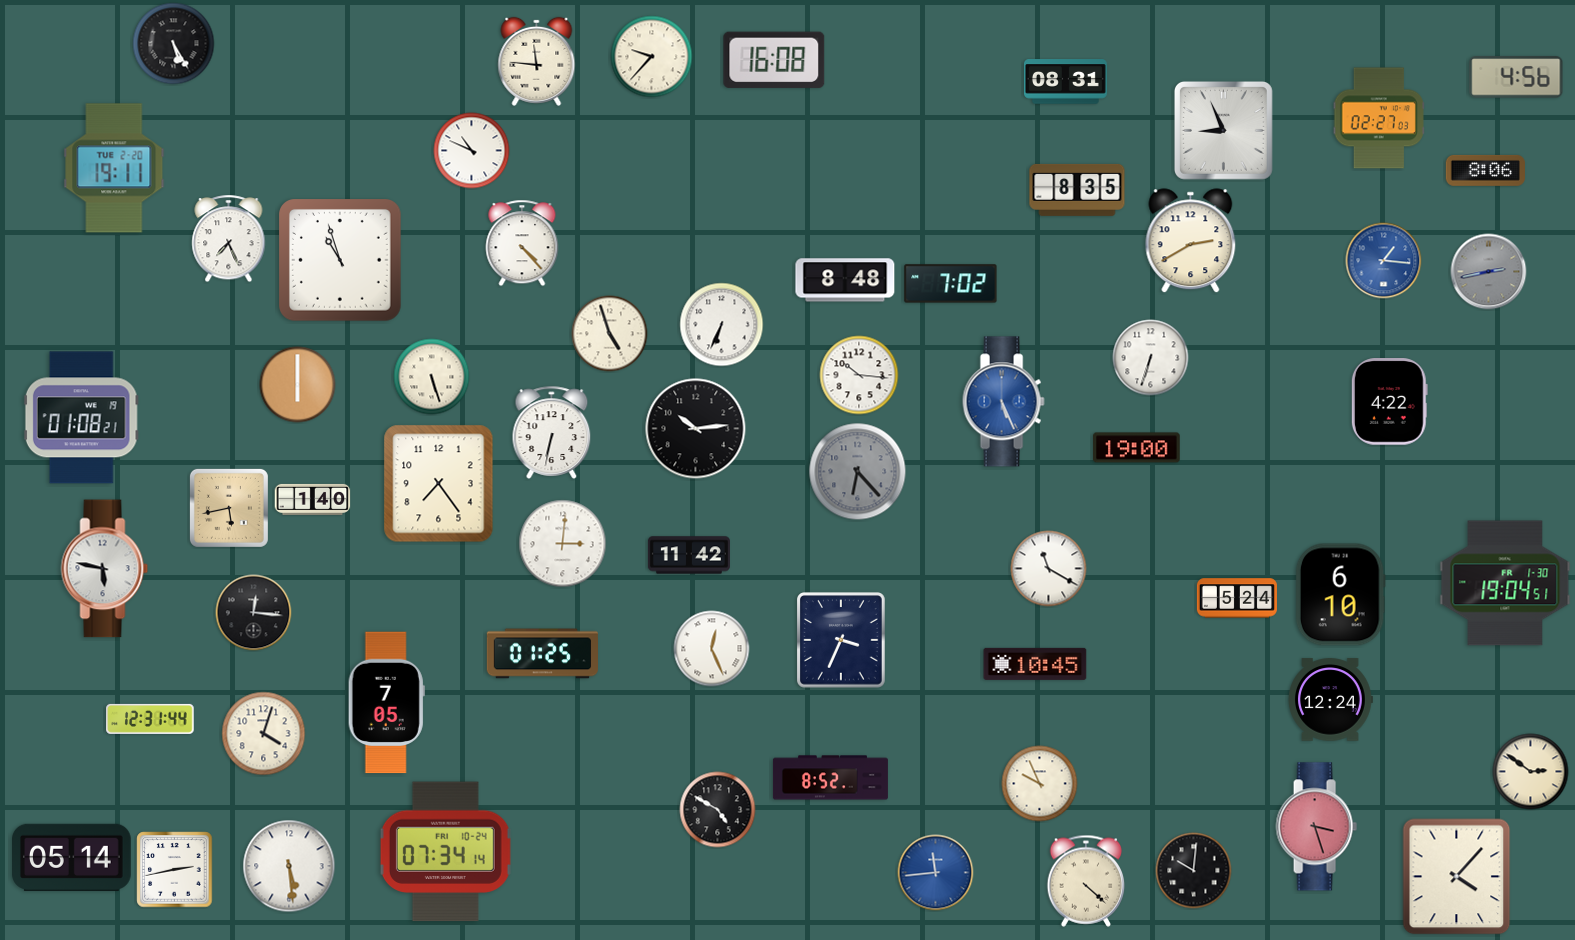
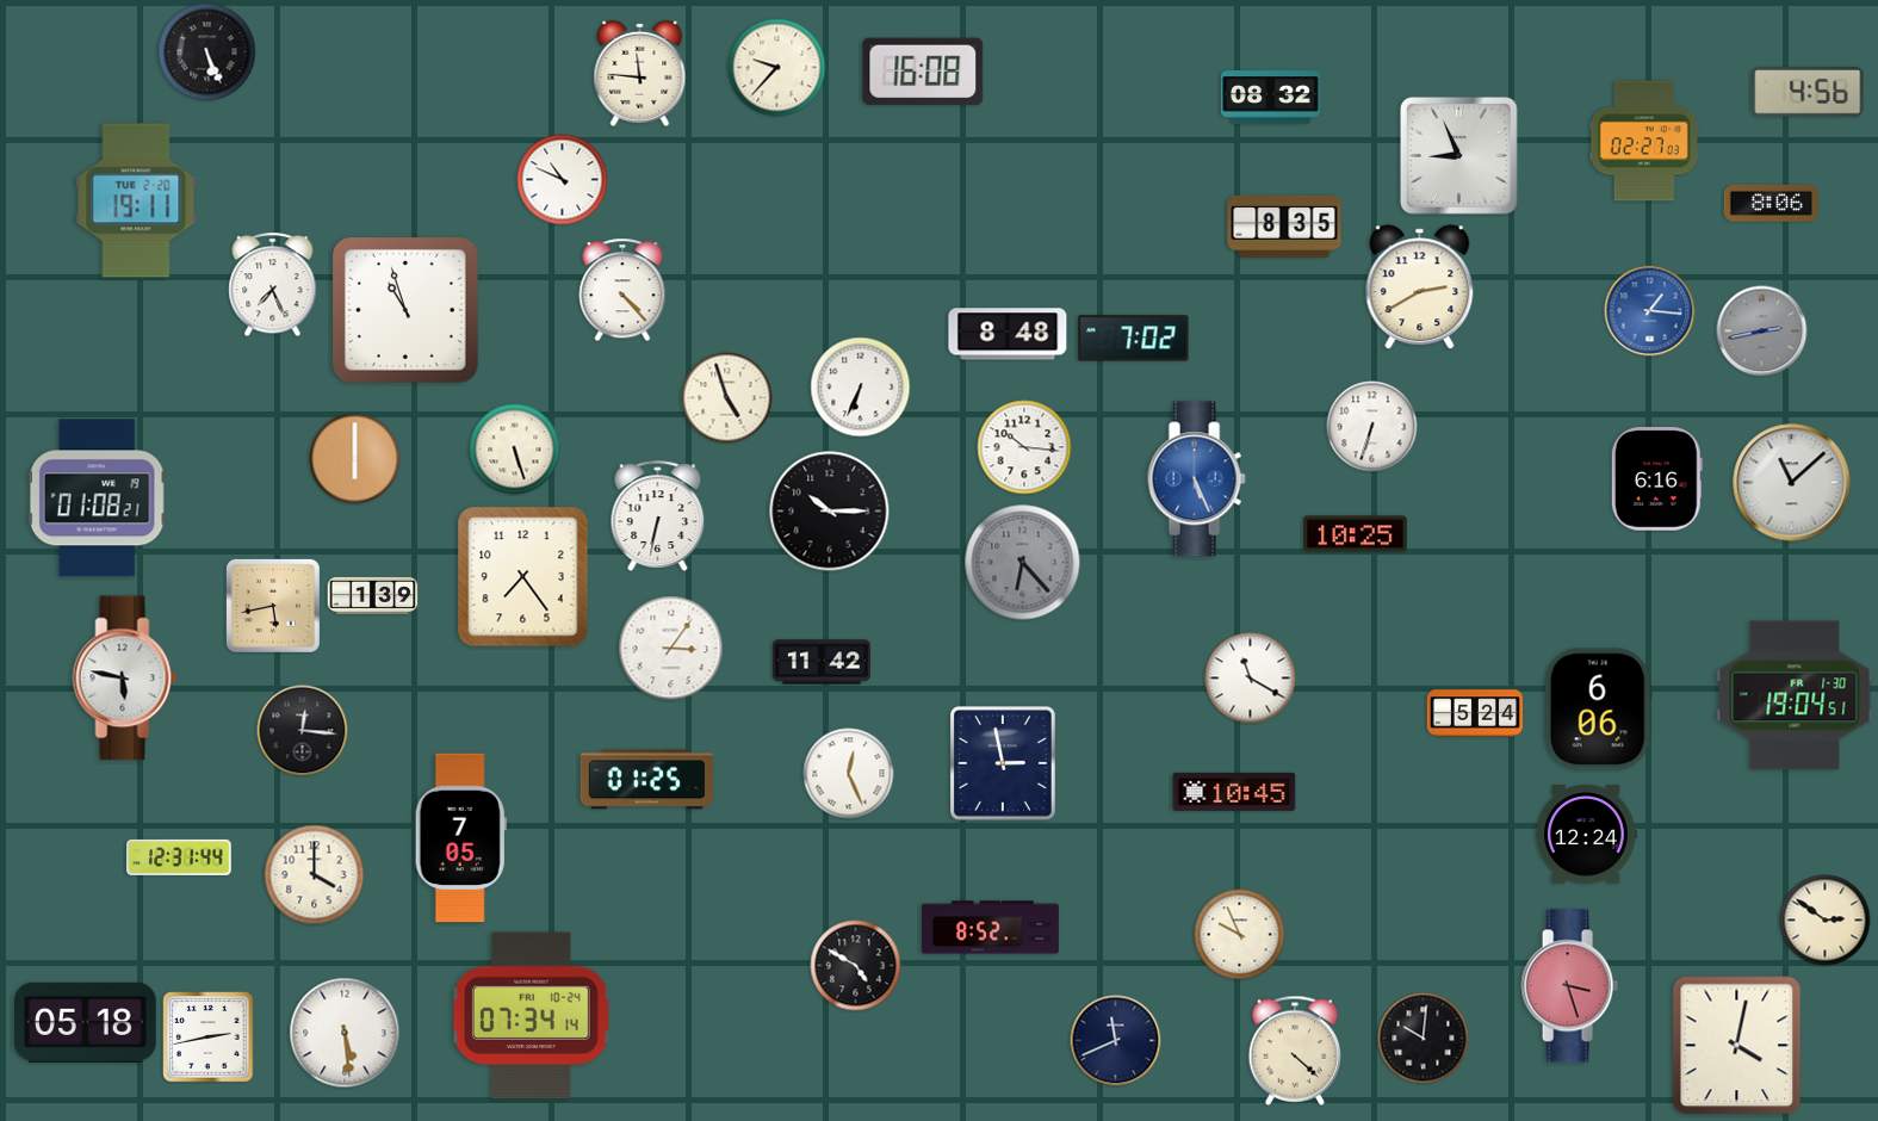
clock at (174, 44): 5:25 -> 5:26
clock at (1065, 82): 08:31 -> 08:32
clock at (1489, 272) position: (1489, 272) -> (1762, 332)
clock at (1389, 402): 4:22 -> 6:16
clock at (1792, 483): none -> 11:08
clock at (696, 429): 10:14 -> 10:15
clock at (1137, 448): 19:00 -> 10:25
clock at (313, 499): 1:40 -> 1:39
clock at (563, 544): 3:01 -> 3:06
clock at (1340, 595): 6:10 -> 6:06
clock at (842, 641): 3:34 -> 2:58
clock at (264, 734): 4:03 -> 4:00
clock at (72, 857): 05:14 -> 05:18
clock at (936, 873): 11:44 -> 11:41
clock at (936, 873) dial: blue -> navy
clock at (1457, 877): 4:07 -> 4:02
